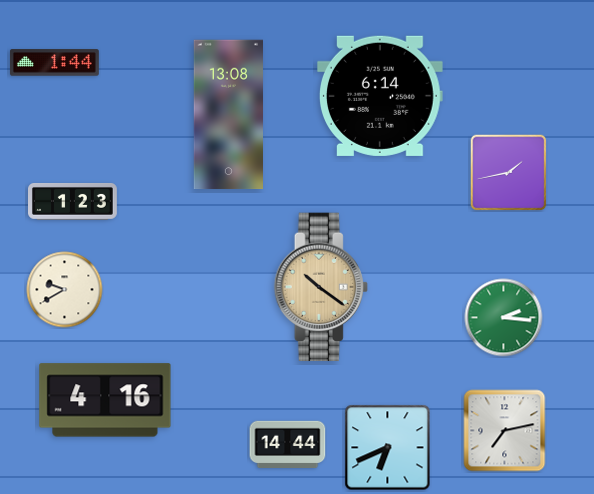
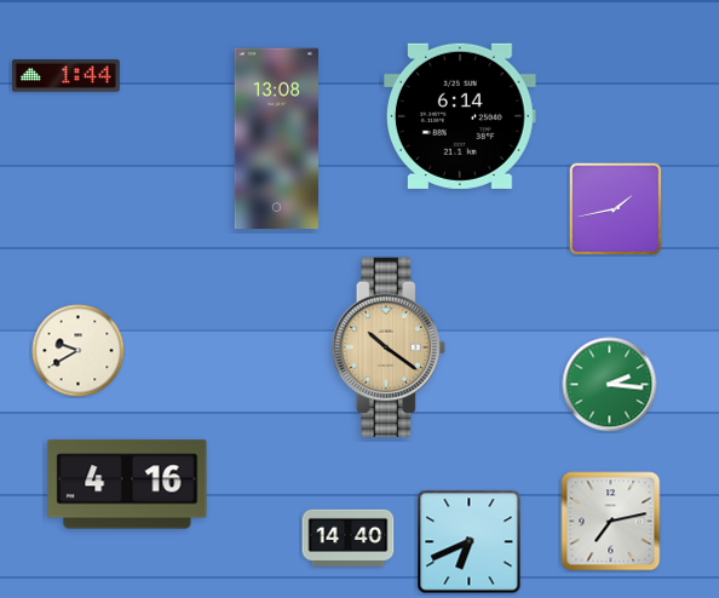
clock at (73, 202): 1:23 -> none
clock at (288, 444): 14:44 -> 14:40
